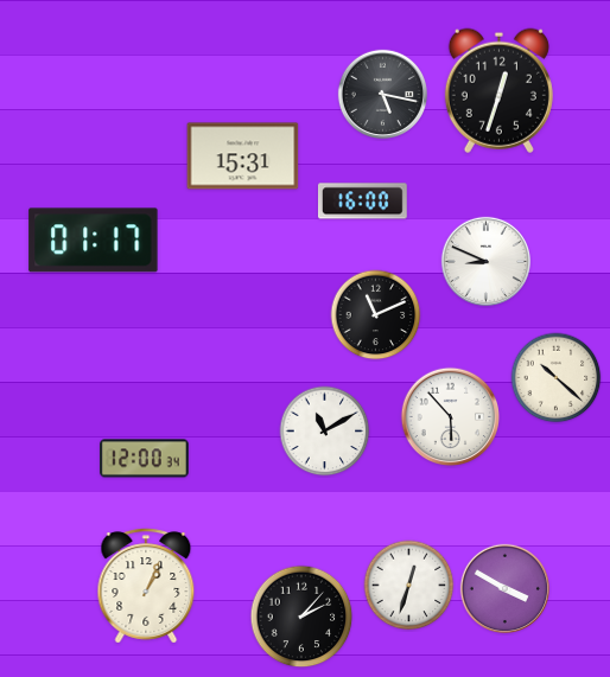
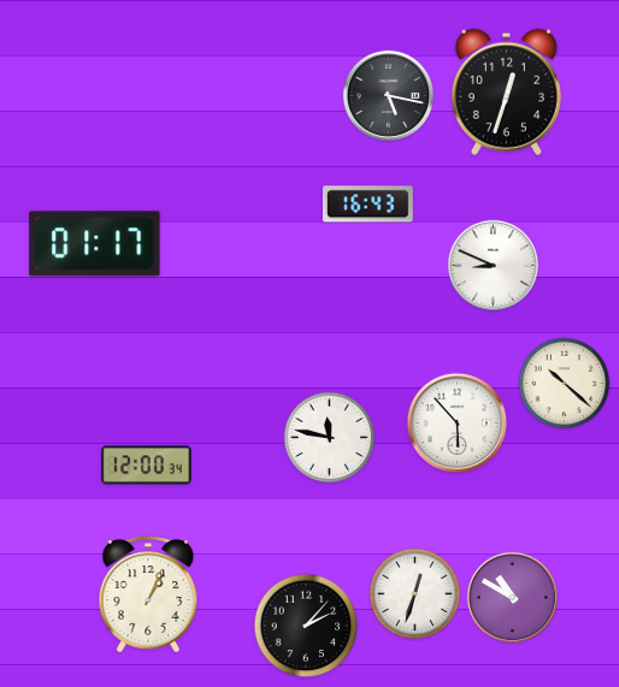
clock at (243, 157): 15:31 -> none
clock at (362, 202): 16:00 -> 16:43
clock at (376, 315): 11:11 -> none
clock at (325, 432): 11:10 -> 11:47
clock at (504, 588): 3:50 -> 10:50
